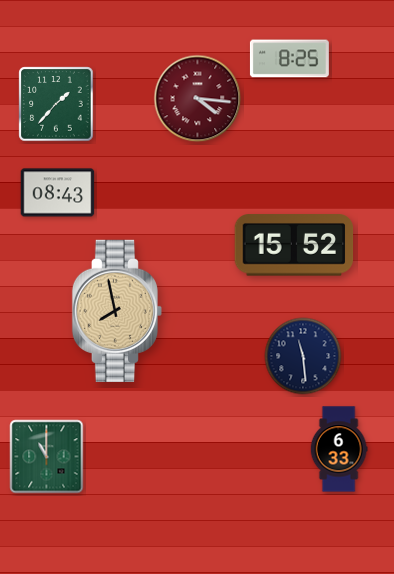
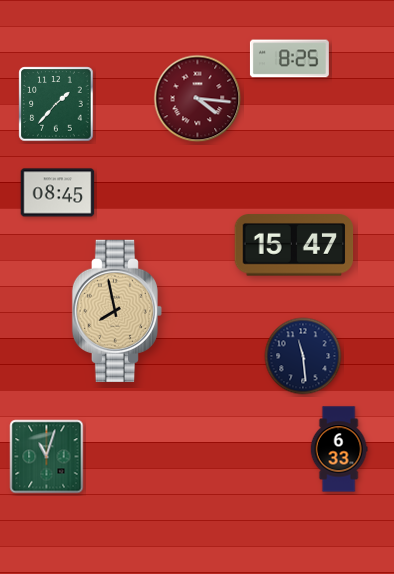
clock at (58, 193): 08:43 -> 08:45
clock at (294, 245): 15:52 -> 15:47
clock at (47, 457): 11:00 -> 11:03
